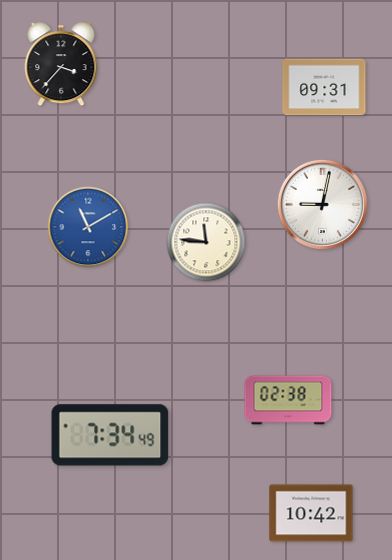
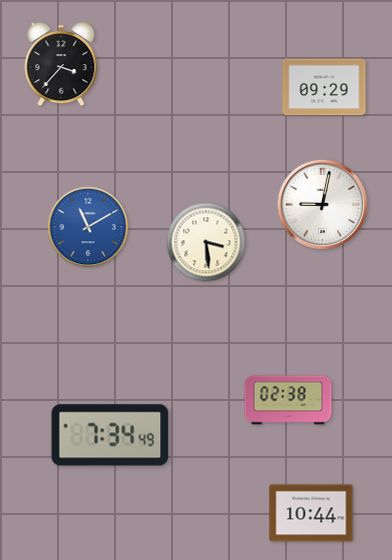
clock at (324, 87): 09:31 -> 09:29
clock at (206, 242): 11:46 -> 3:29
clock at (311, 513): 10:42 -> 10:44
